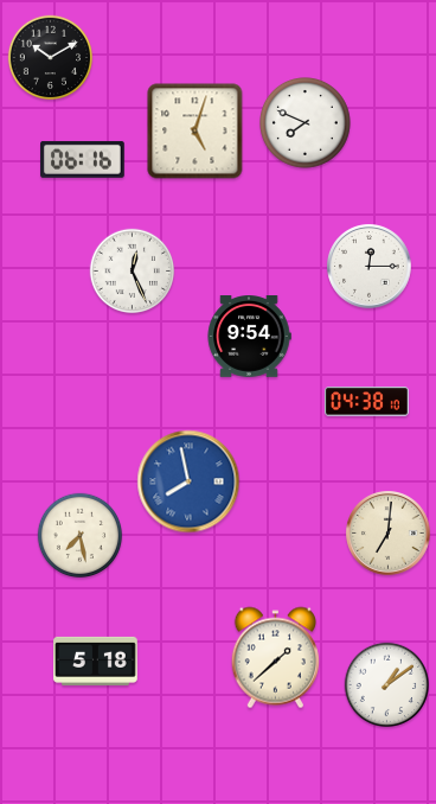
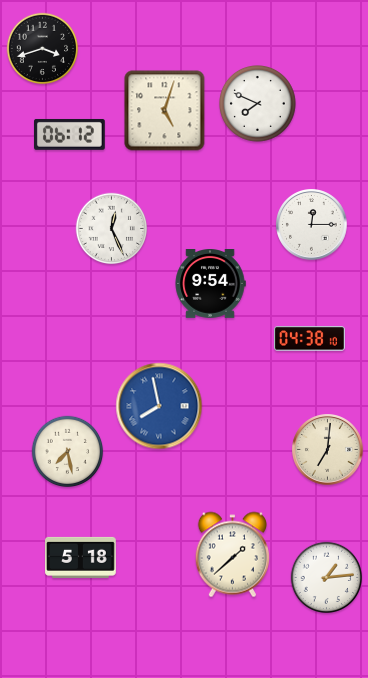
clock at (51, 58): 10:10 -> 3:42
clock at (83, 159): 06:16 -> 06:12
clock at (387, 685): 1:09 -> 1:14
